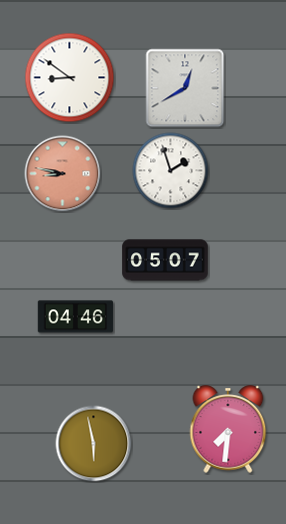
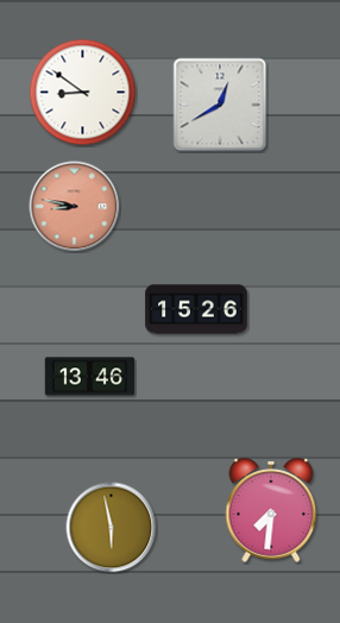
clock at (171, 171): 1:57 -> none
clock at (165, 260): 05:07 -> 15:26
clock at (76, 317): 04:46 -> 13:46
